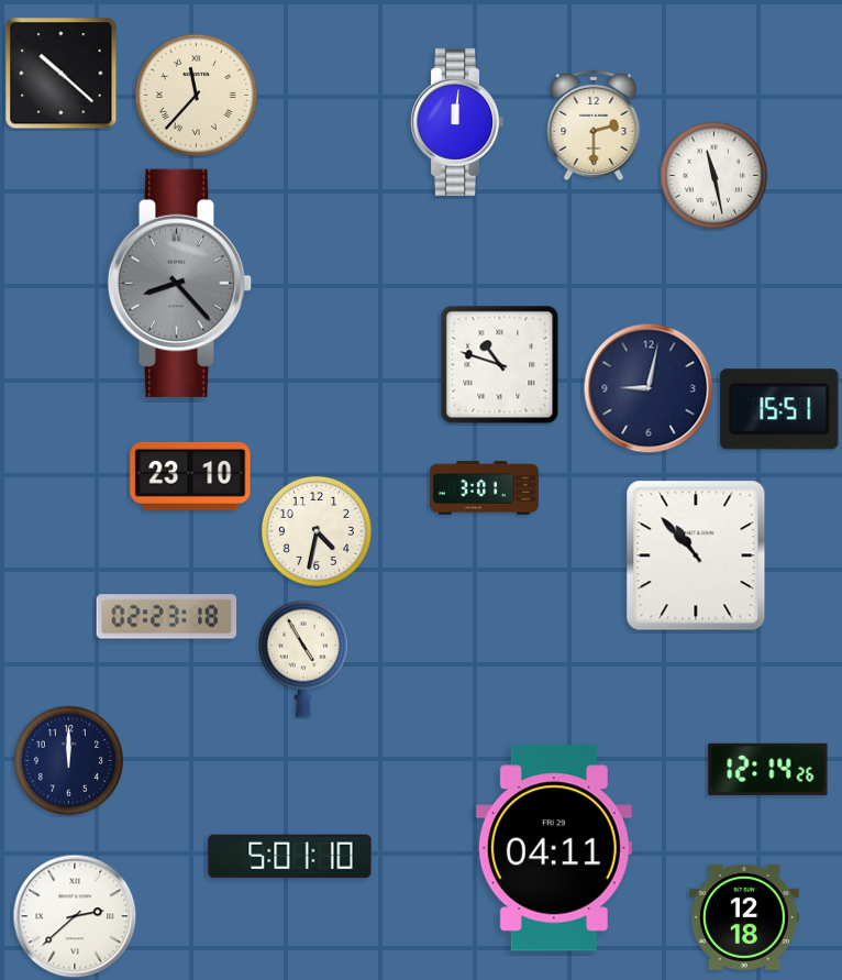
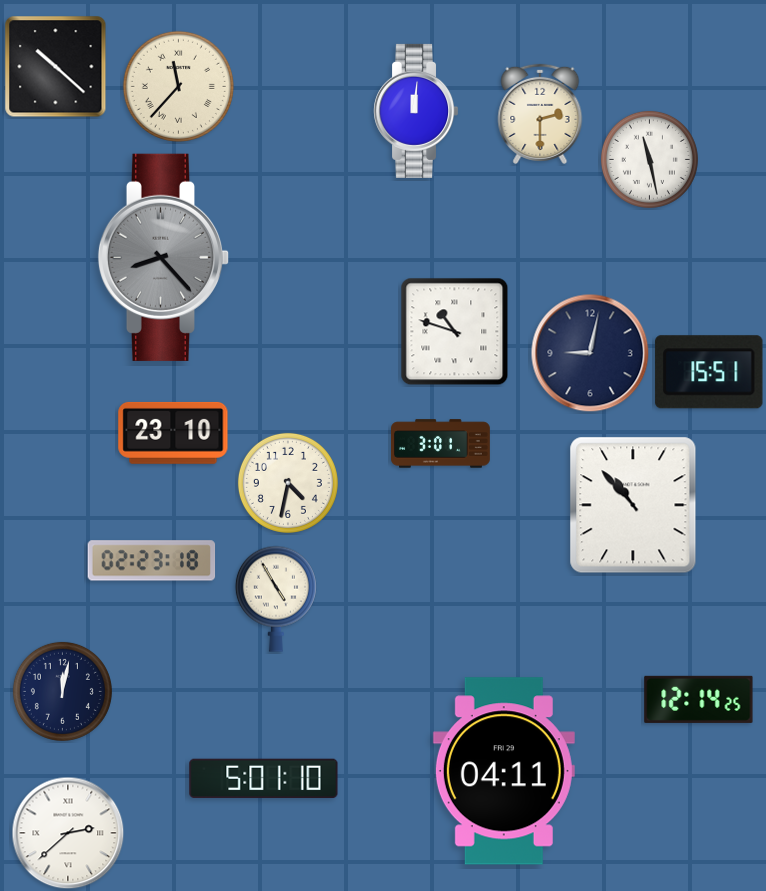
clock at (68, 760): 12:00 -> 12:02
clock at (768, 769): 12:14:26 -> 12:14:25
clock at (744, 917): 12:18 -> none
